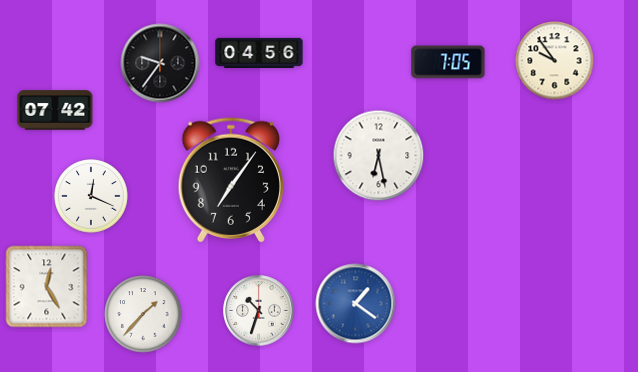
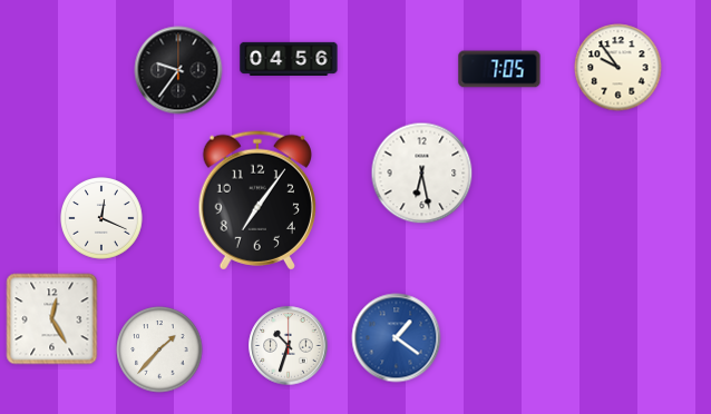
clock at (55, 110): 07:42 -> none
